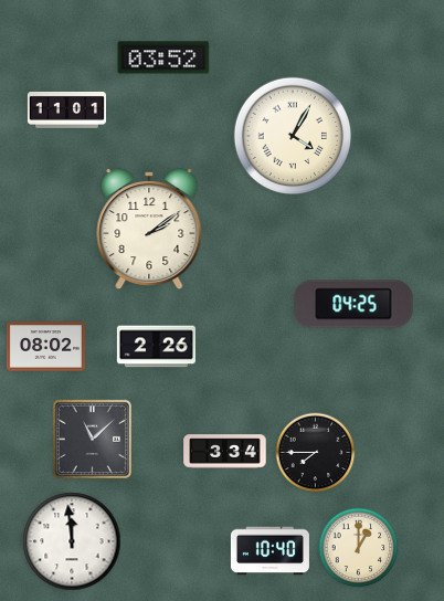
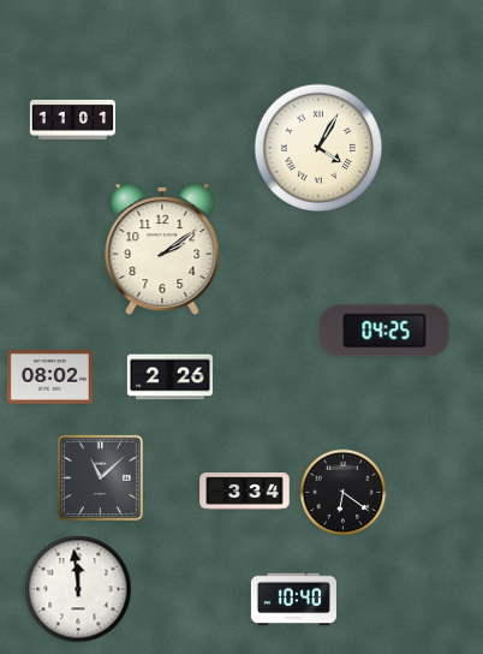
clock at (163, 57): 03:52 -> none
clock at (316, 453): 7:45 -> 6:21
clock at (359, 548): 1:00 -> none
